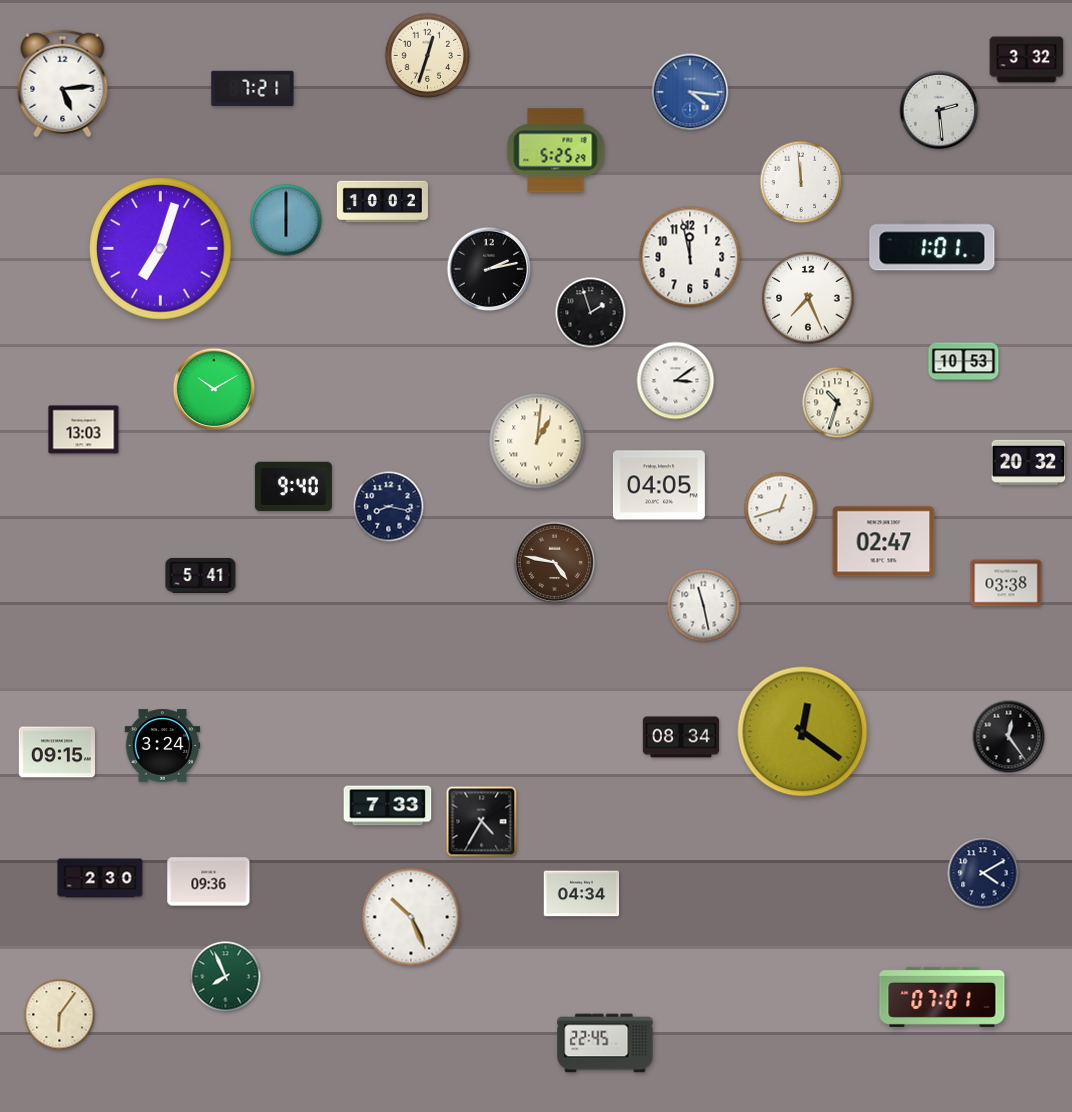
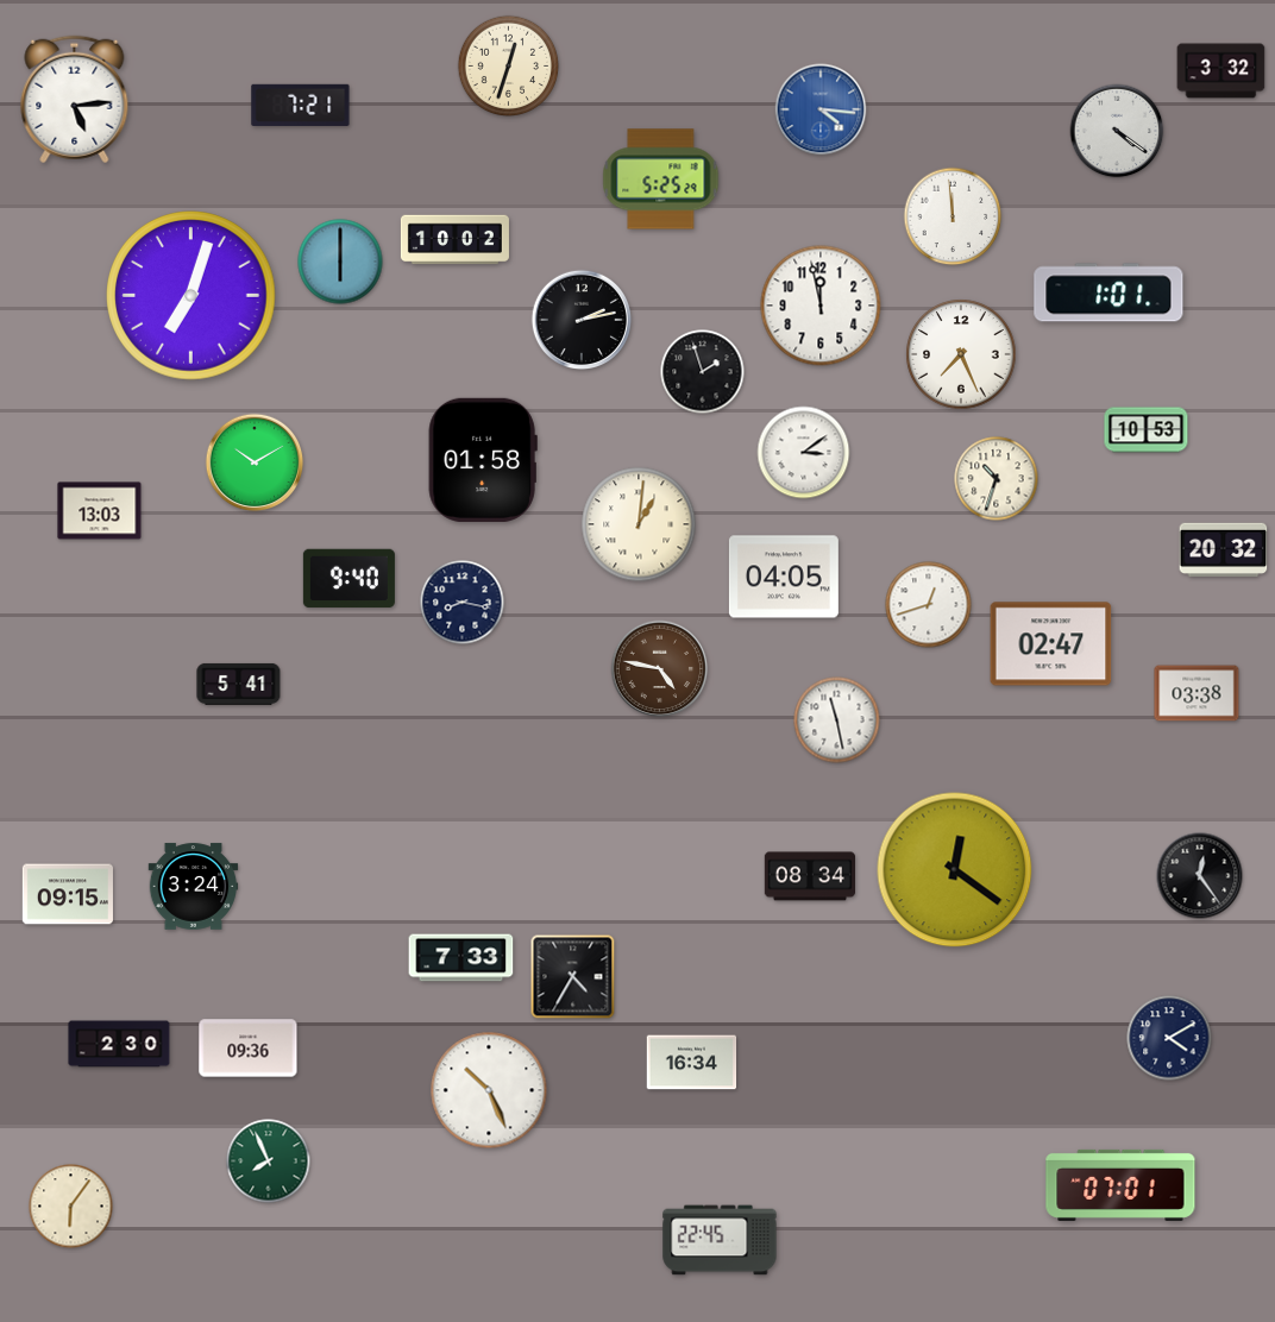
clock at (939, 110): 2:29 -> 4:21
clock at (483, 460): none -> 01:58
clock at (582, 894): 04:34 -> 16:34
